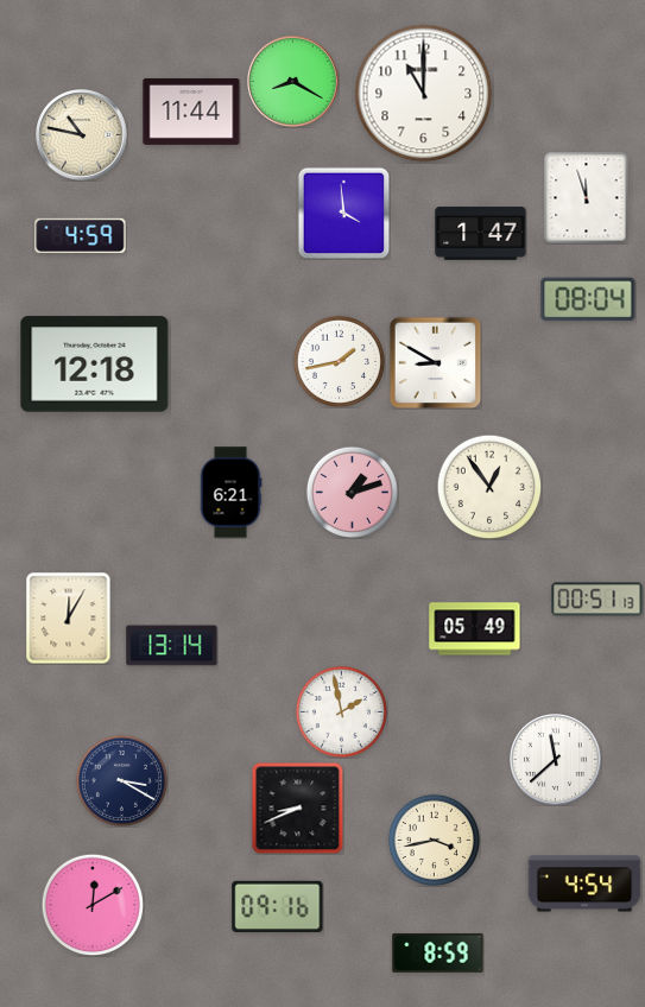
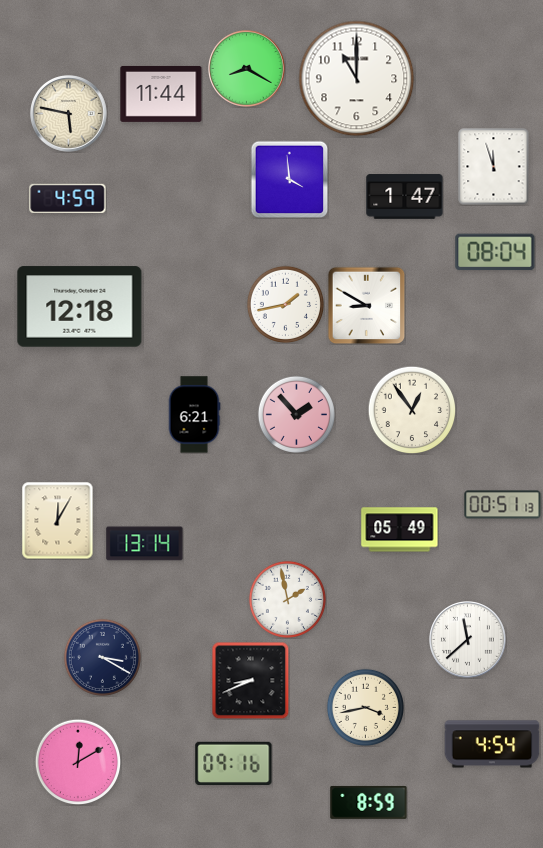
clock at (82, 135): 10:47 -> 5:47
clock at (352, 492): 1:12 -> 1:53
